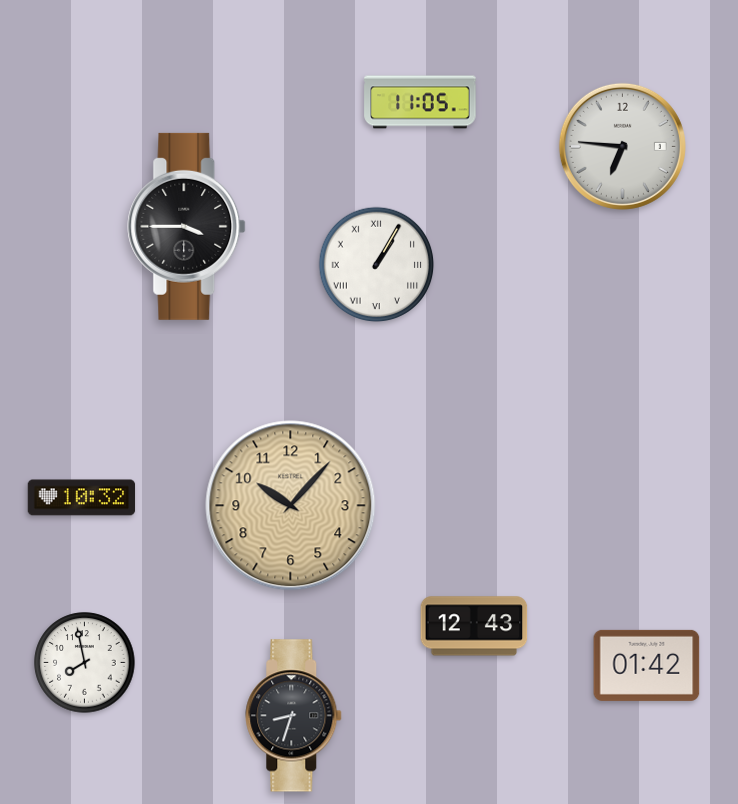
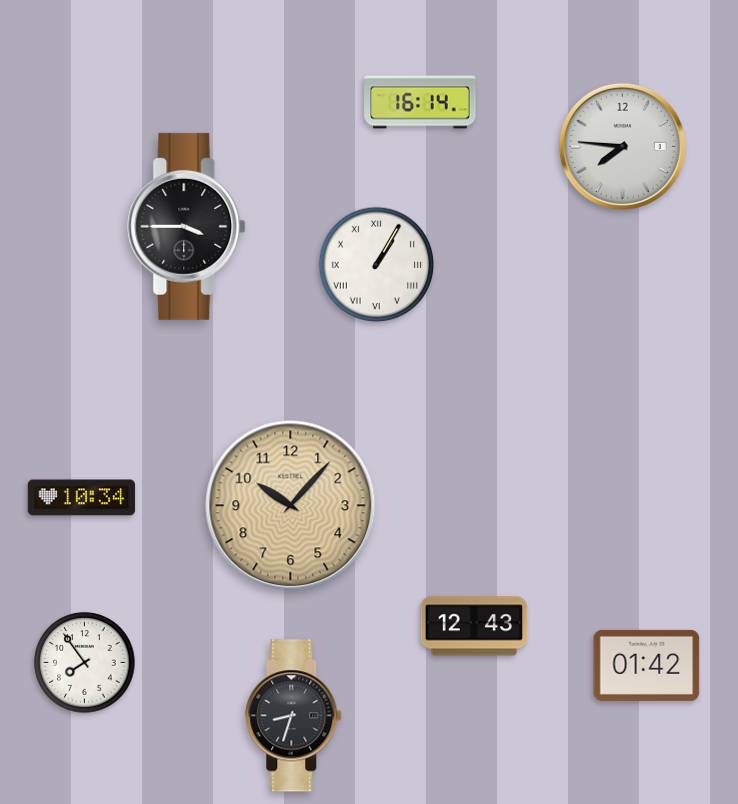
clock at (420, 102): 11:05 -> 16:14
clock at (622, 146): 6:46 -> 7:46
clock at (82, 498): 10:32 -> 10:34
clock at (85, 663): 7:58 -> 7:54
